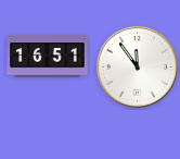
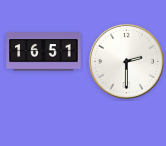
clock at (137, 66): 11:54 -> 2:30
